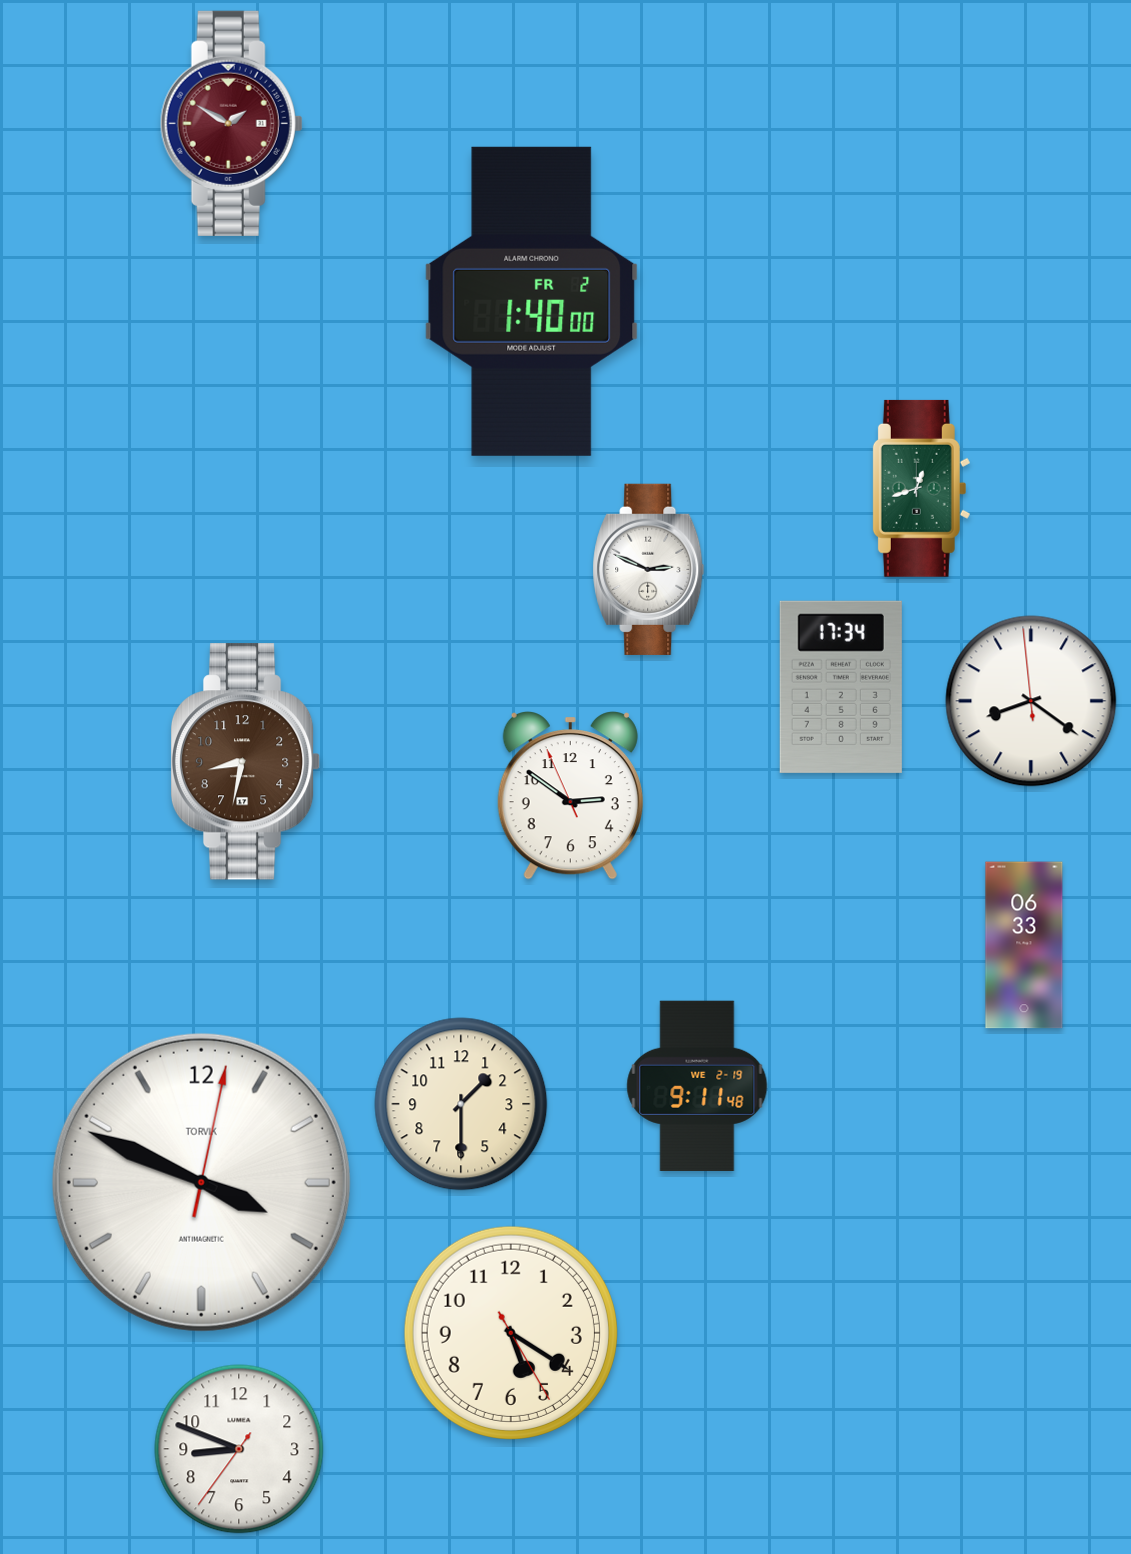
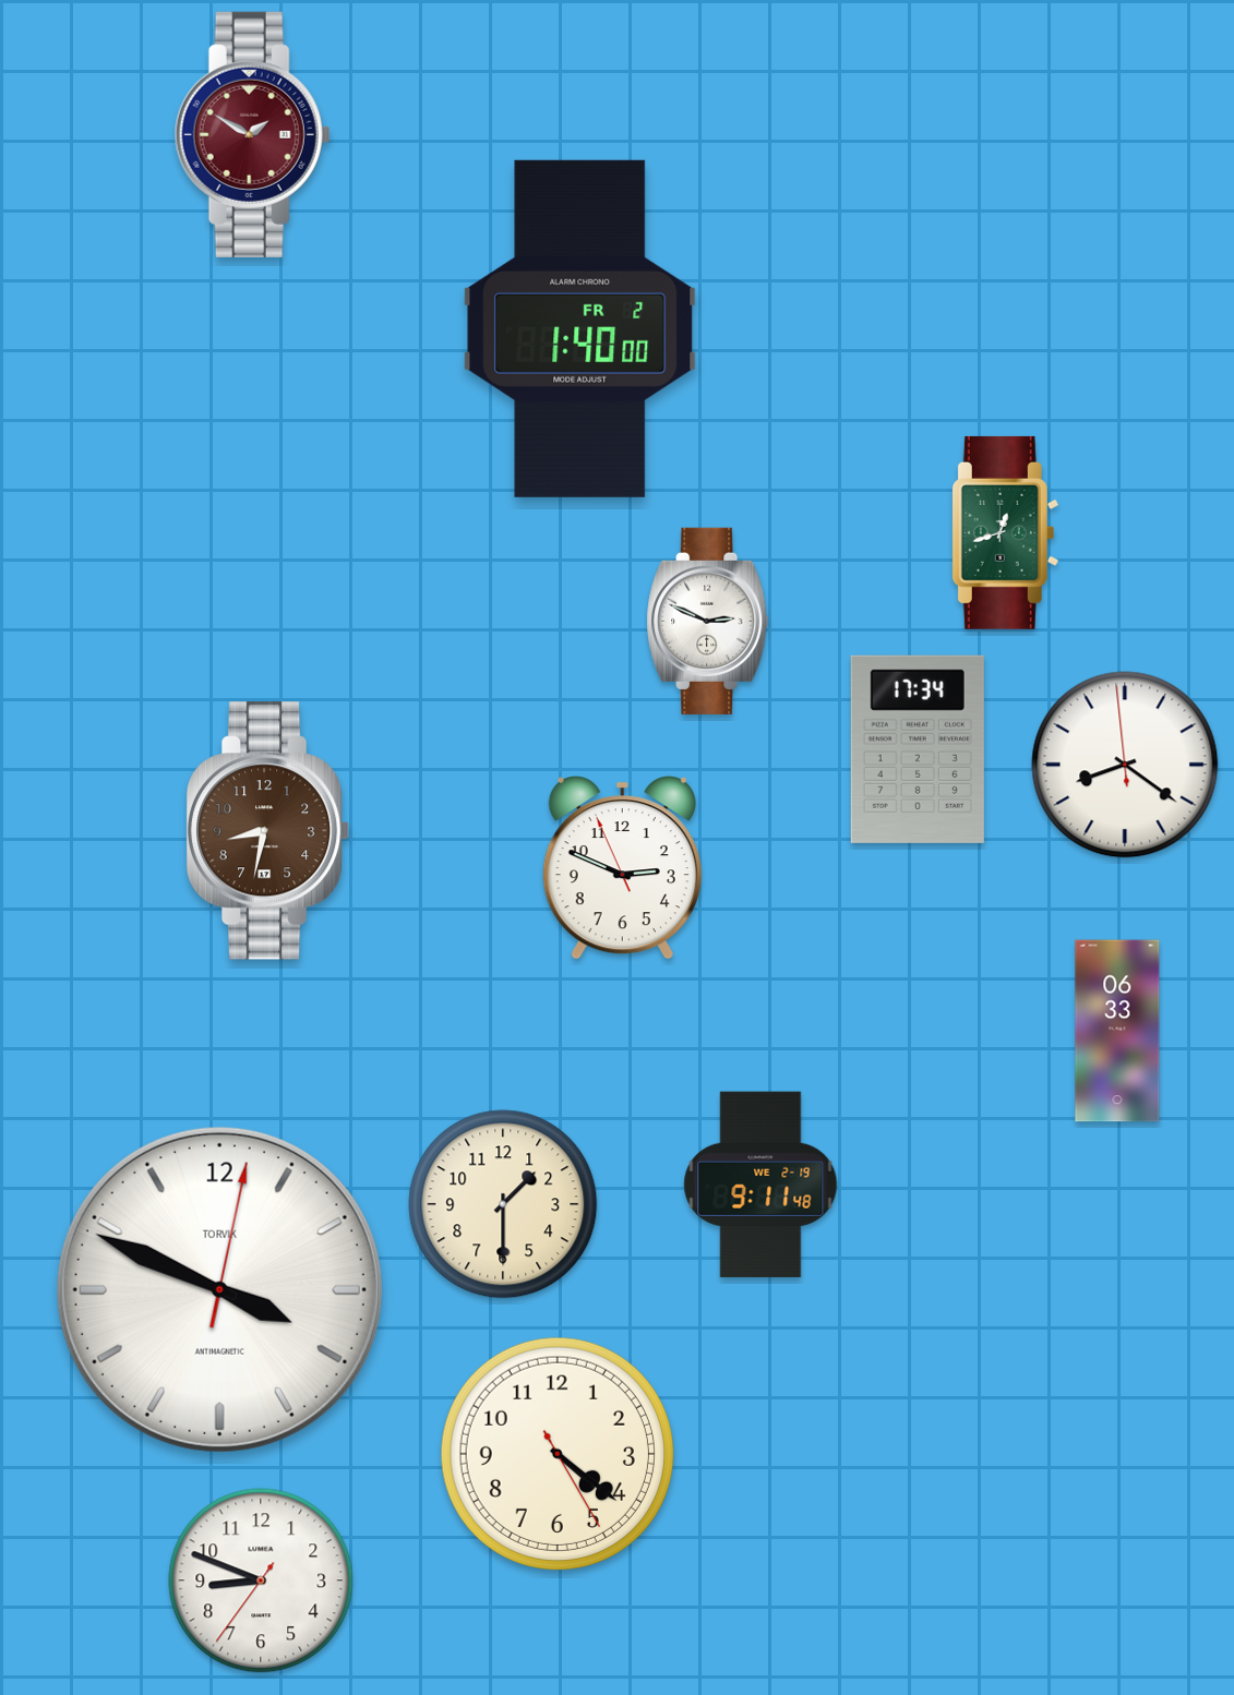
clock at (570, 796): 2:50 -> 2:48
clock at (511, 1333): 5:20 -> 4:21
